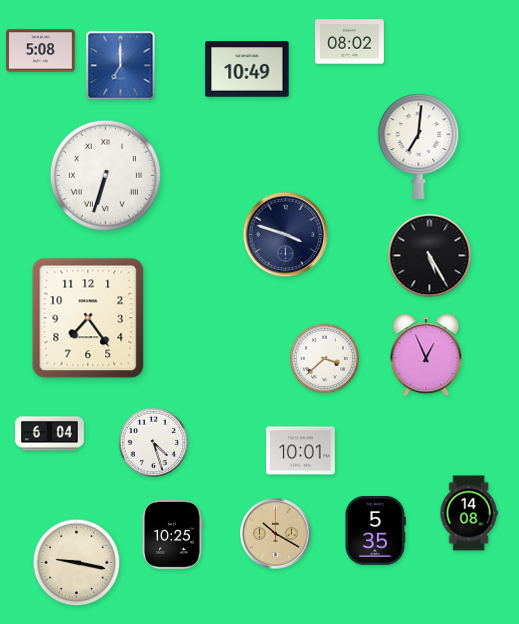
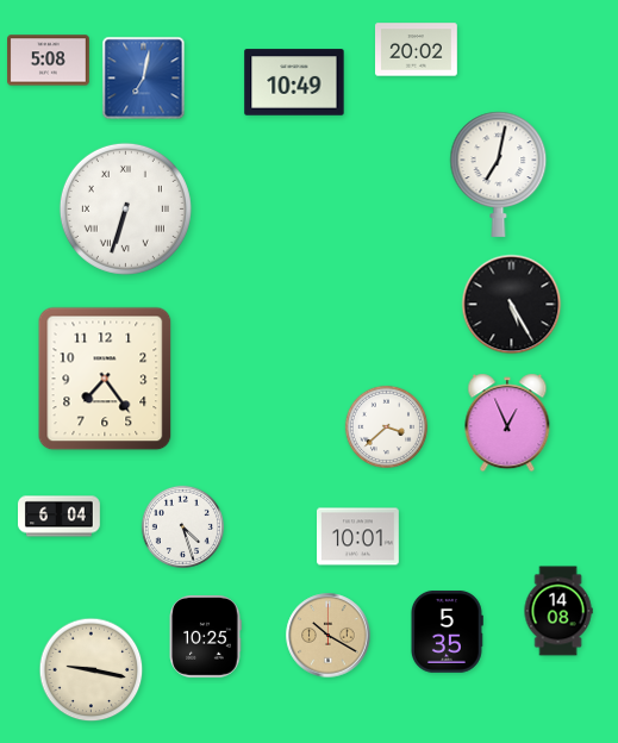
clock at (350, 42): 08:02 -> 20:02
clock at (121, 66): 7:00 -> 7:02
clock at (419, 146): 7:01 -> 7:02
clock at (286, 235): 3:48 -> none
